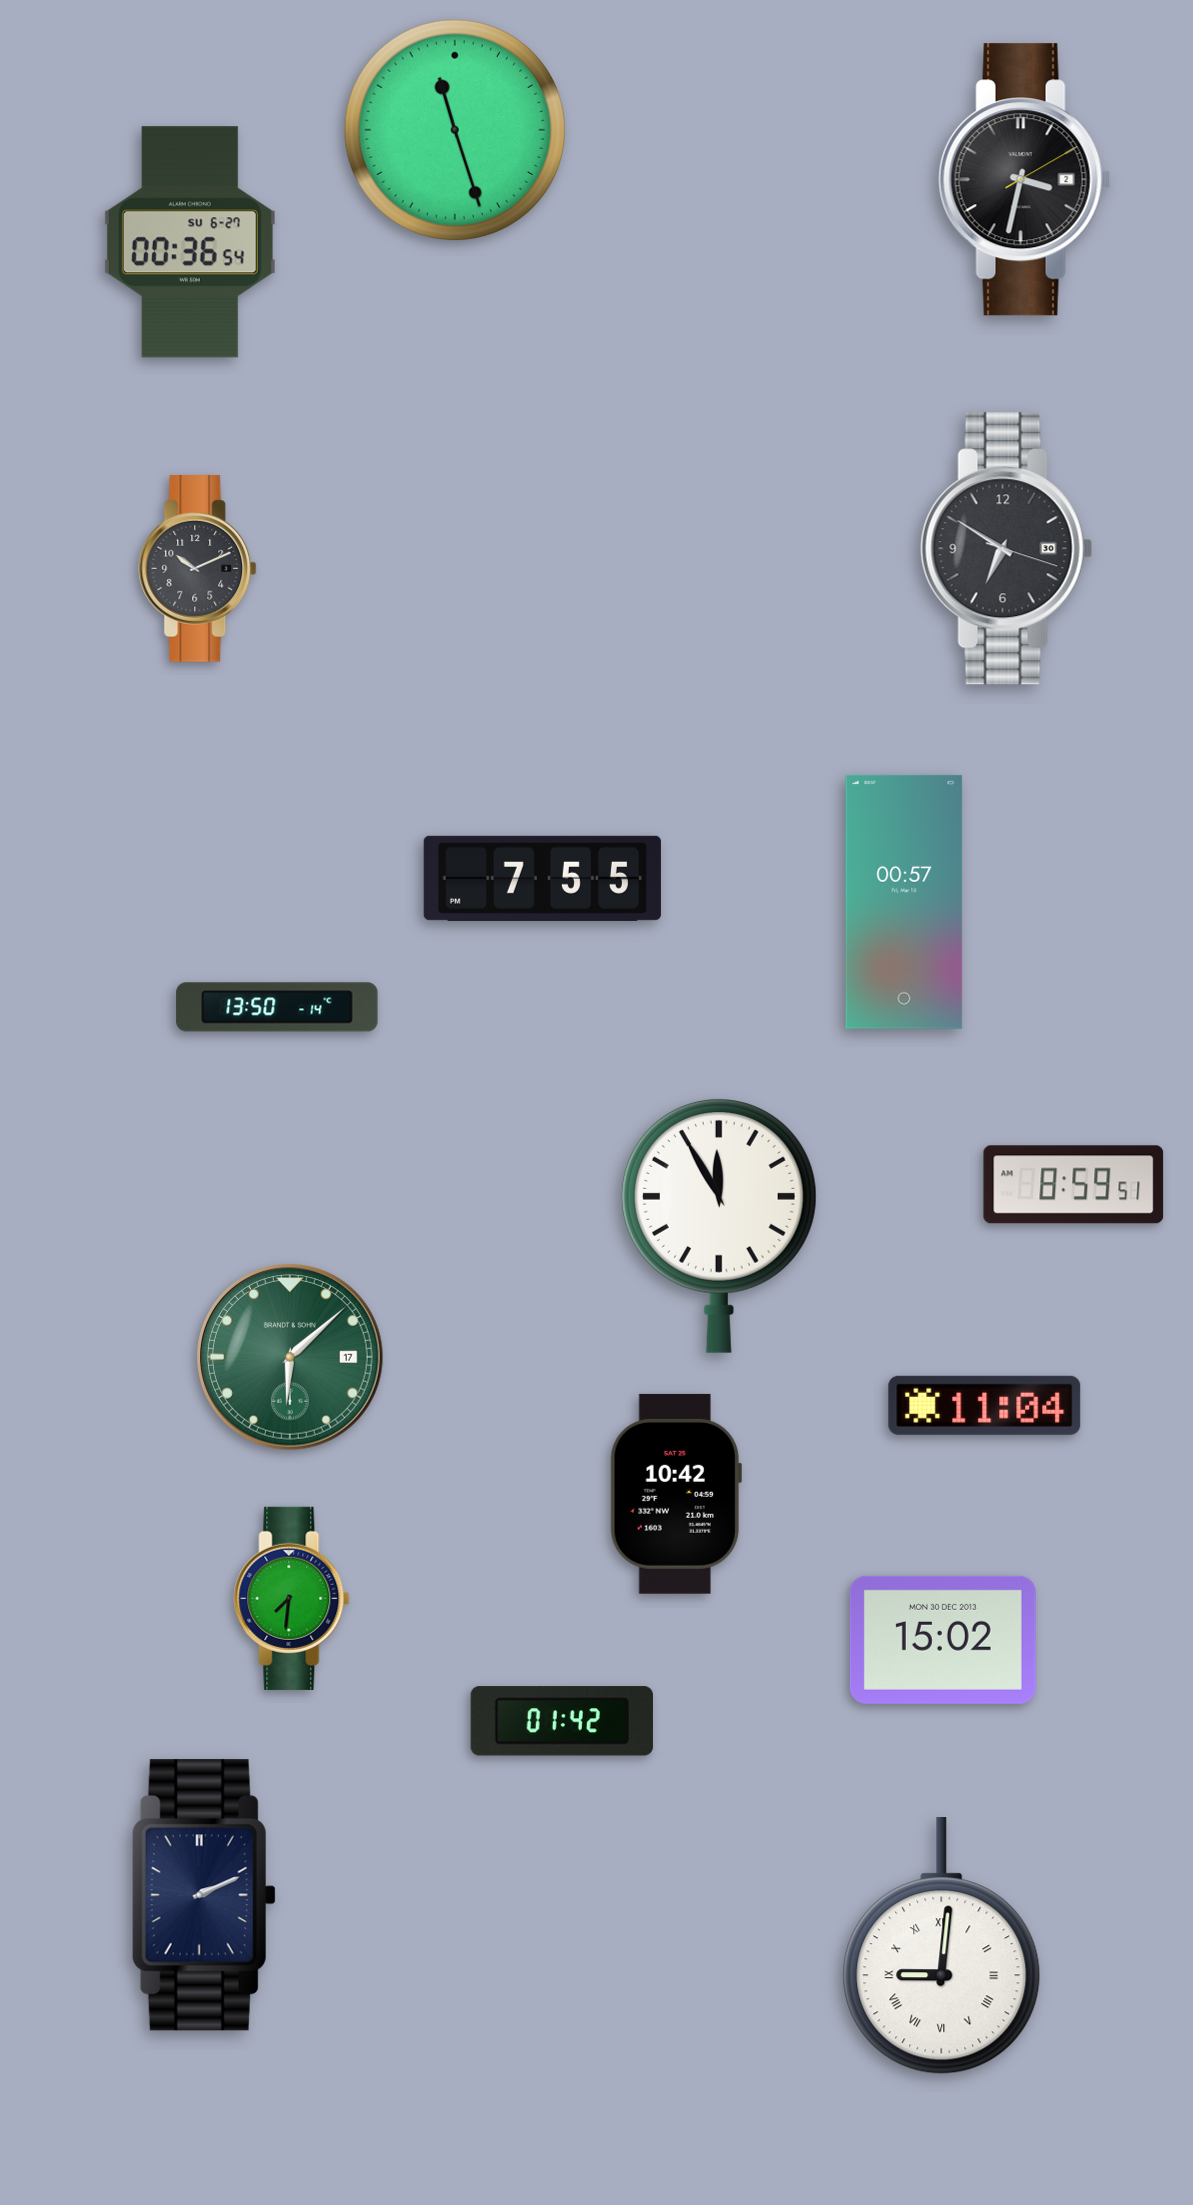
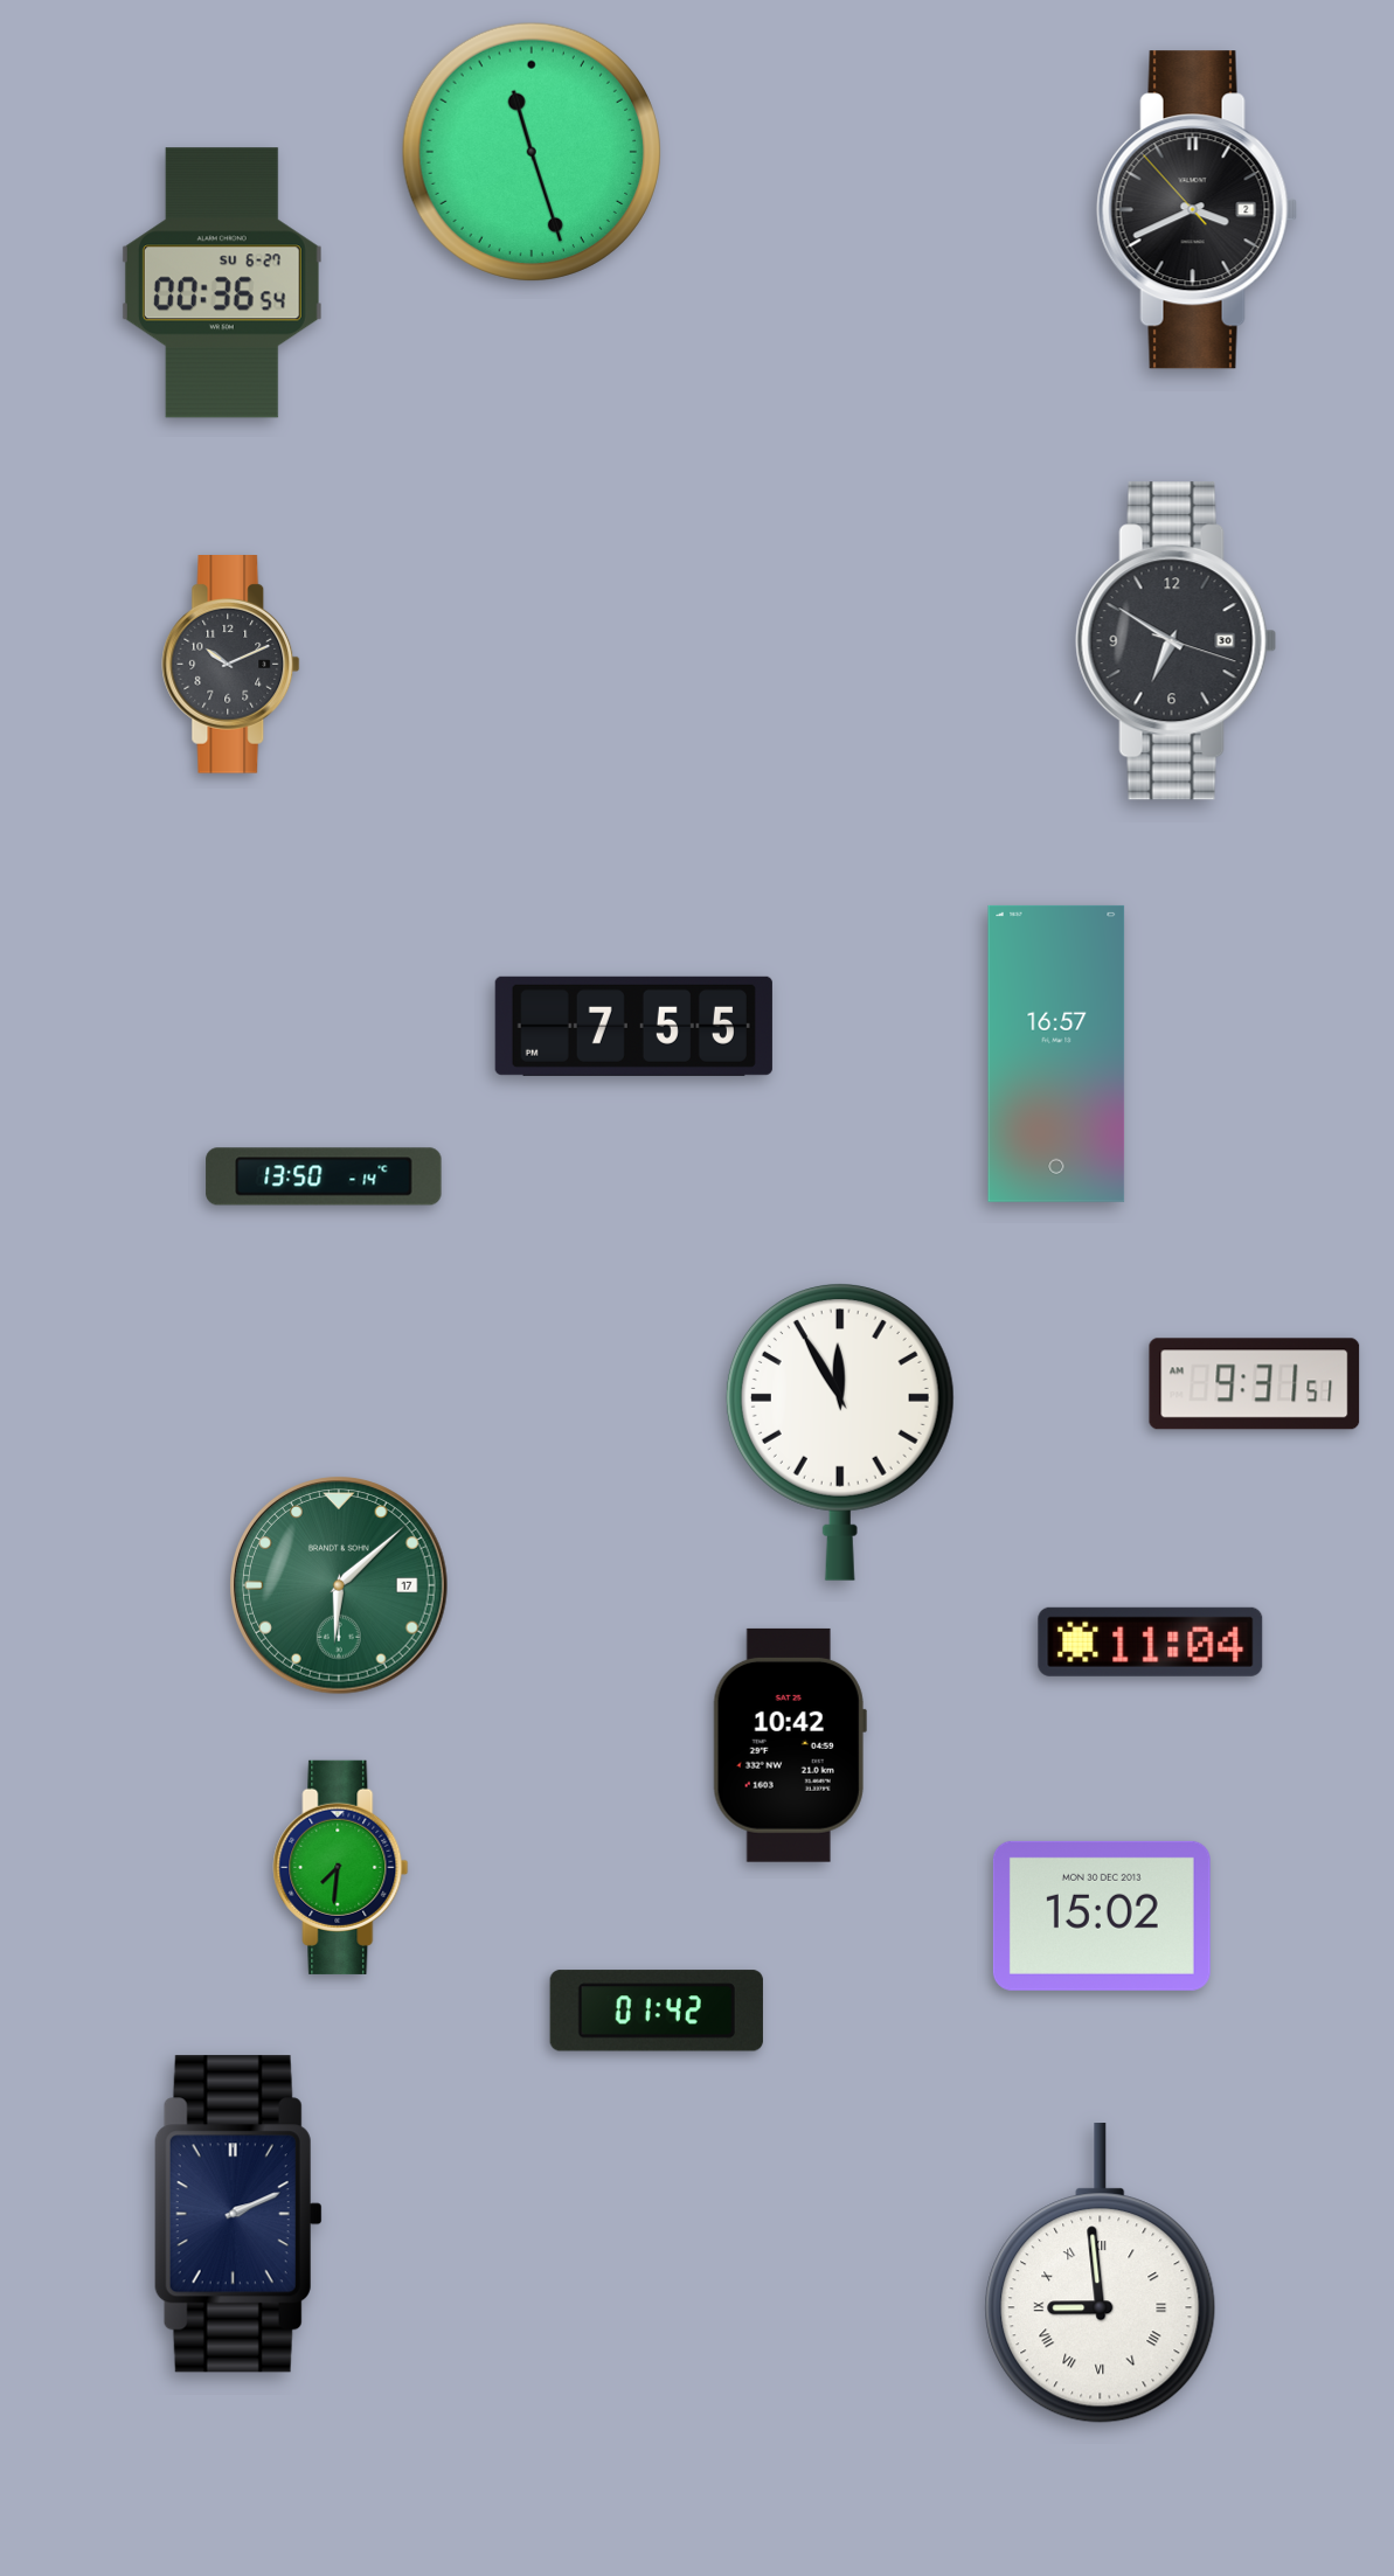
clock at (1025, 180): 3:32 -> 3:40
clock at (904, 902): 00:57 -> 16:57
clock at (1074, 1185): 8:59 -> 9:31
clock at (942, 1946): 9:01 -> 8:59
